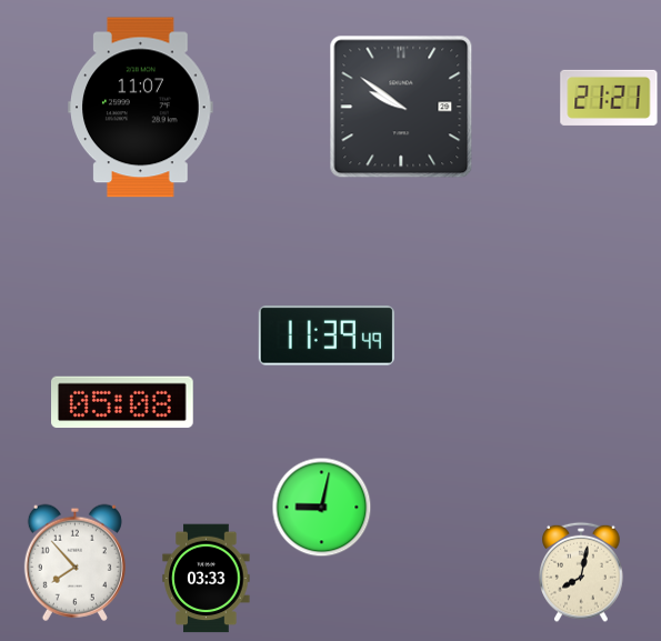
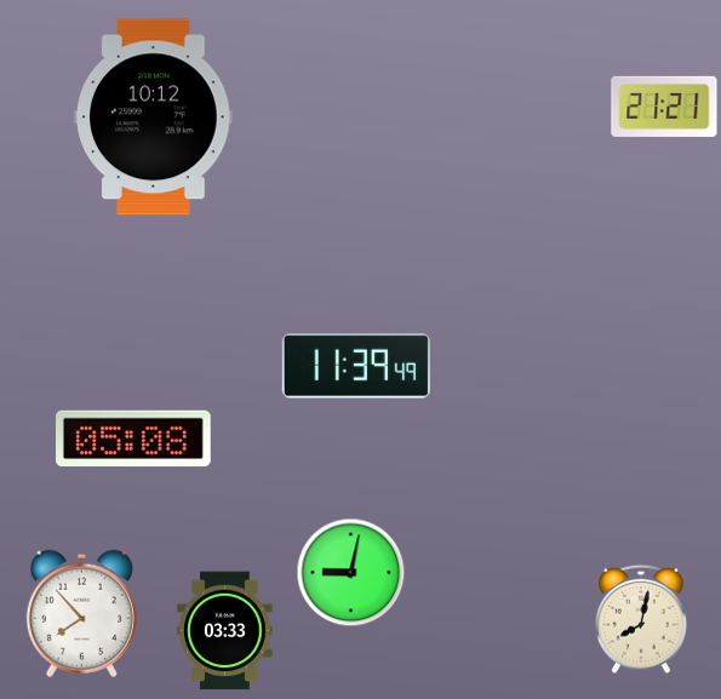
clock at (401, 107): 9:51 -> none
clock at (141, 108): 11:07 -> 10:12
clock at (322, 508) position: (322, 508) -> (351, 573)
clock at (581, 572) position: (581, 572) -> (641, 619)
